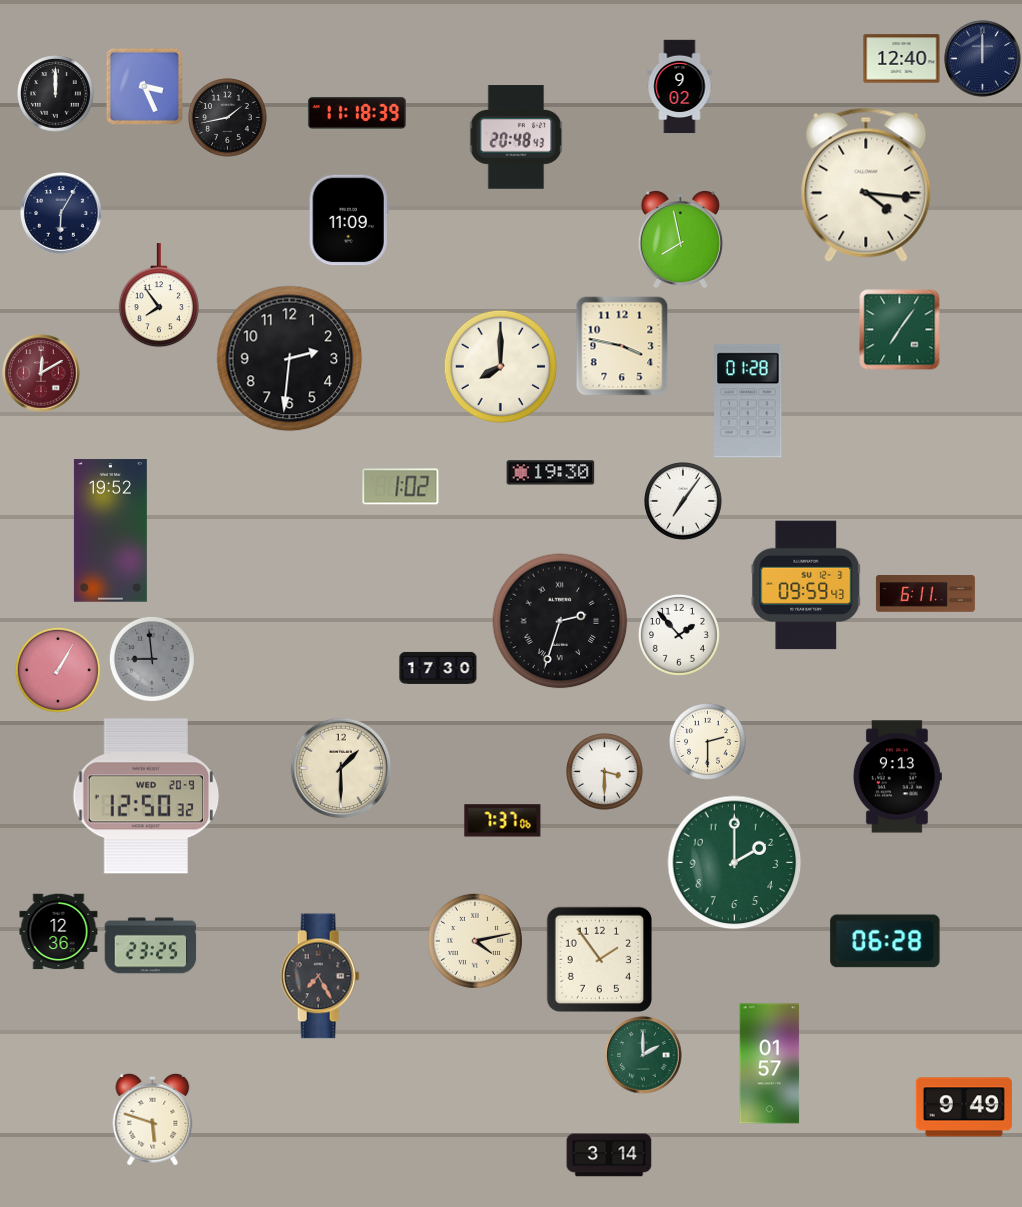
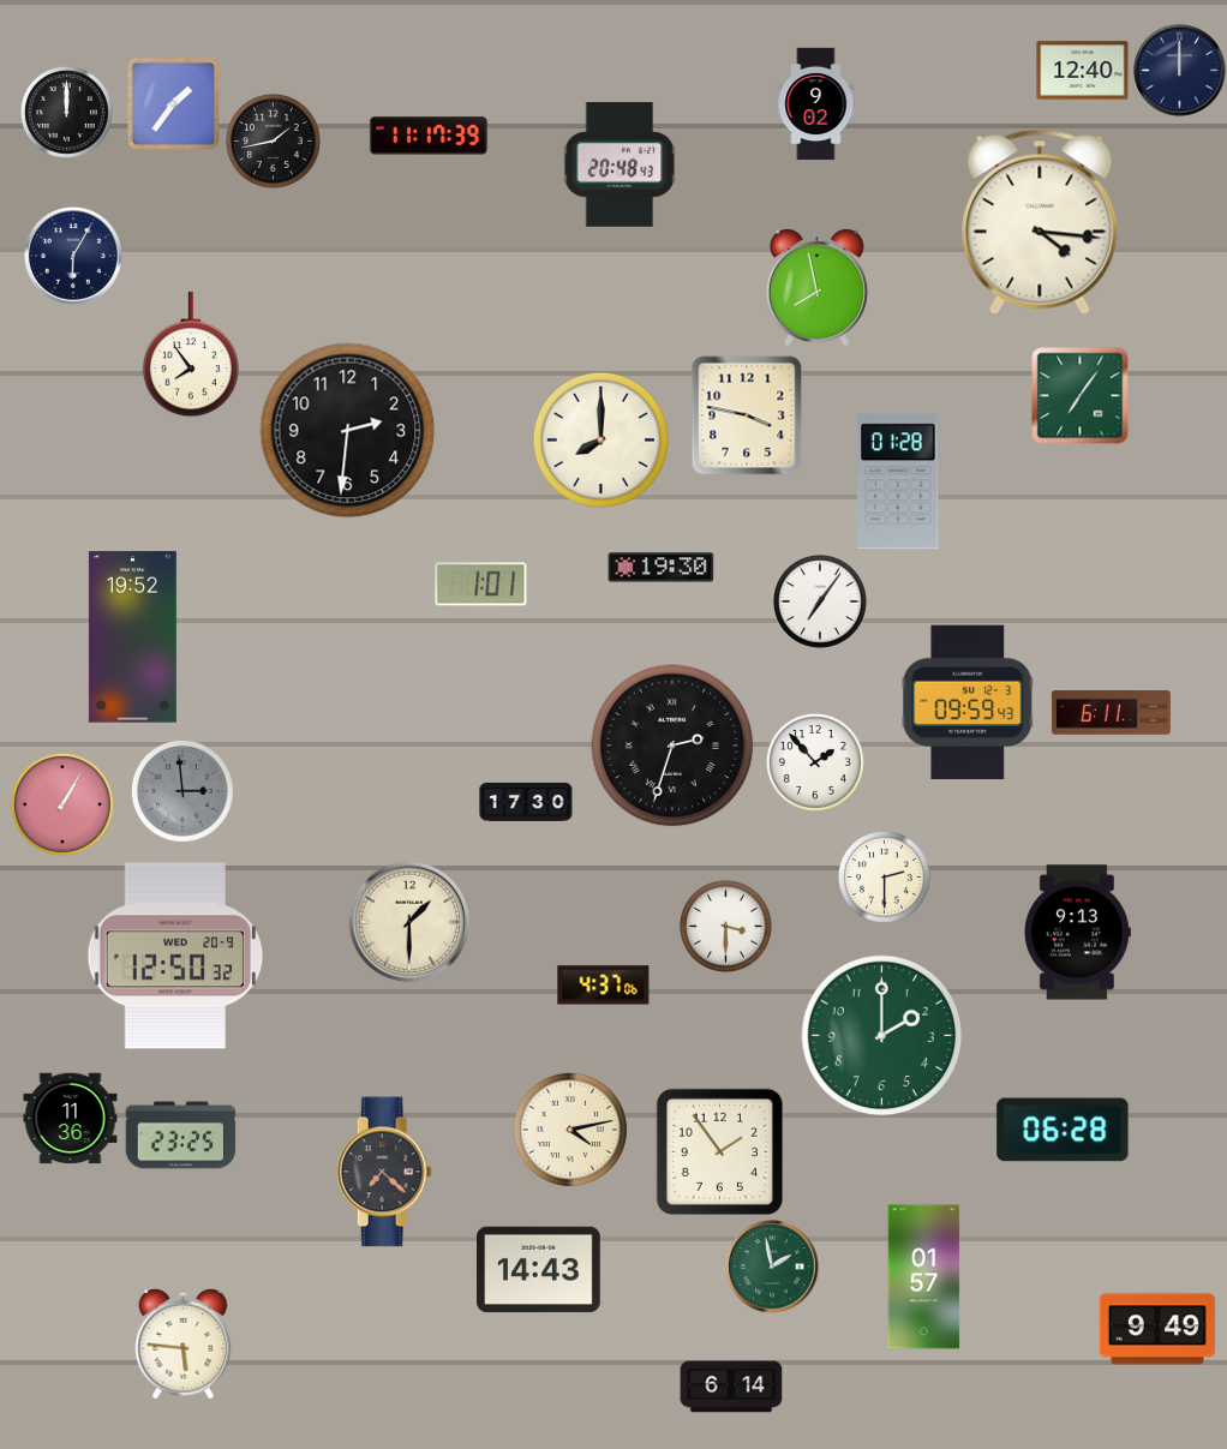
clock at (144, 86): 3:26 -> 1:36
clock at (357, 113): 11:18 -> 11:17
clock at (349, 220): 11:09 -> none
clock at (41, 373): 12:10 -> none
clock at (401, 487): 1:02 -> 1:01
clock at (152, 659): 8:59 -> 2:59
clock at (58, 670) position: (58, 670) -> (62, 804)
clock at (708, 742) position: (708, 742) -> (885, 878)
clock at (503, 821): 7:37 -> 4:37
clock at (59, 932): 12:36 -> 11:36
clock at (320, 976): 7:25 -> 7:22
clock at (643, 1055): 2:00 -> 1:58
clock at (539, 1270): none -> 14:43
clock at (153, 1119): 5:48 -> 5:46
clock at (609, 1155): 3:14 -> 6:14
